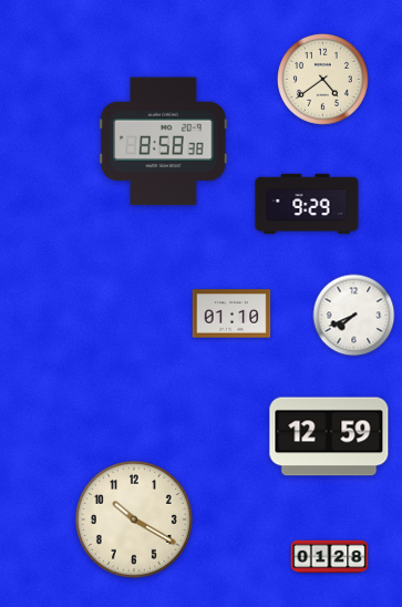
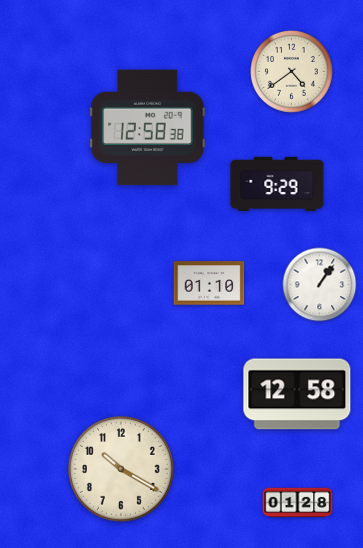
clock at (164, 142): 8:58 -> 12:58
clock at (354, 316): 7:41 -> 1:06
clock at (329, 436): 12:59 -> 12:58
